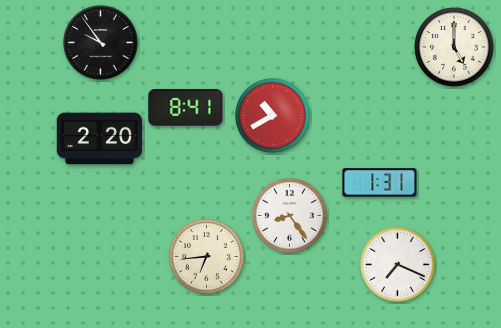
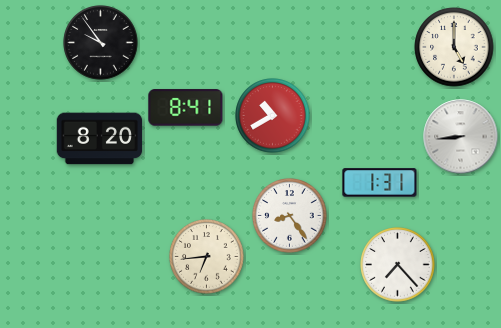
clock at (461, 137): none -> 8:44
clock at (100, 139): 2:20 -> 8:20
clock at (398, 265): 7:19 -> 7:23
